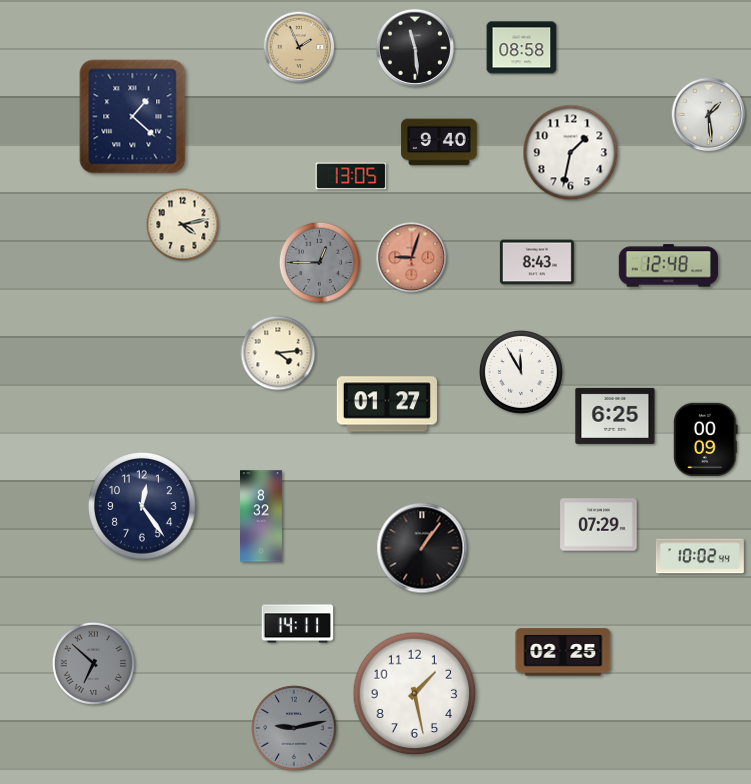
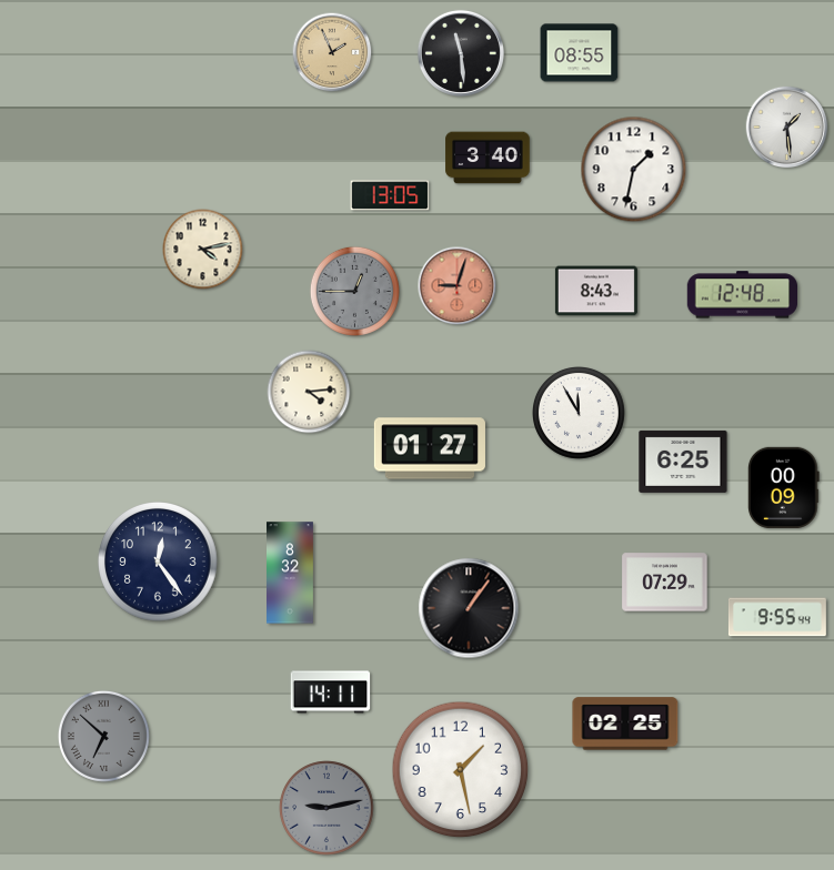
clock at (522, 48): 08:58 -> 08:55
clock at (133, 117): 1:22 -> none
clock at (439, 142): 9:40 -> 3:40
clock at (700, 556): 10:02 -> 9:55
